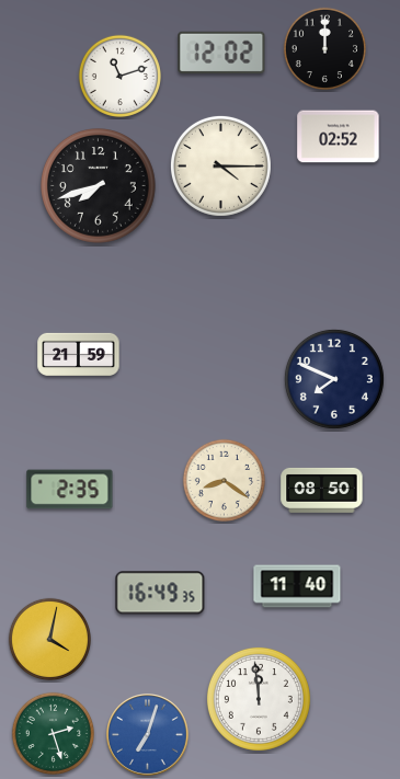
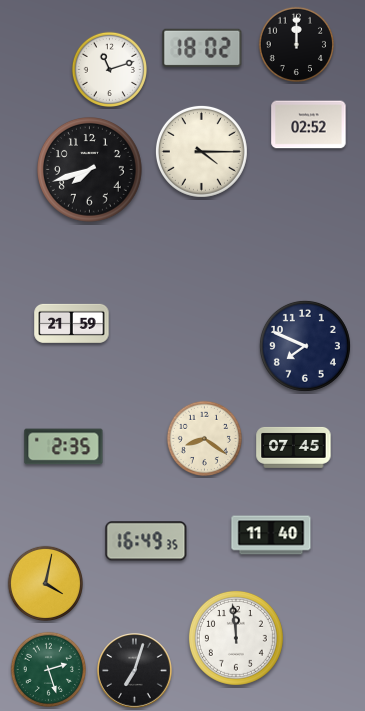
clock at (221, 53): 12:02 -> 18:02
clock at (322, 490): 08:50 -> 07:45
clock at (148, 735) dial: blue -> black
